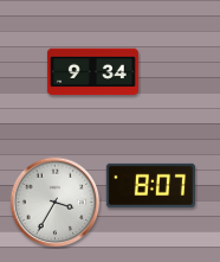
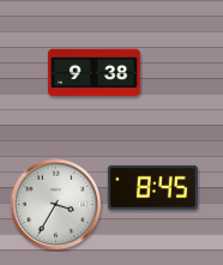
clock at (92, 72): 9:34 -> 9:38
clock at (150, 185): 8:07 -> 8:45
